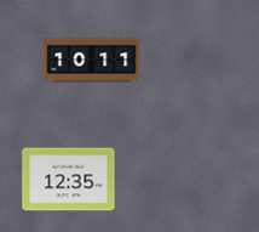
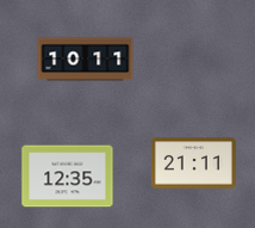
clock at (92, 61) position: (92, 61) -> (86, 60)
clock at (193, 164): none -> 21:11
